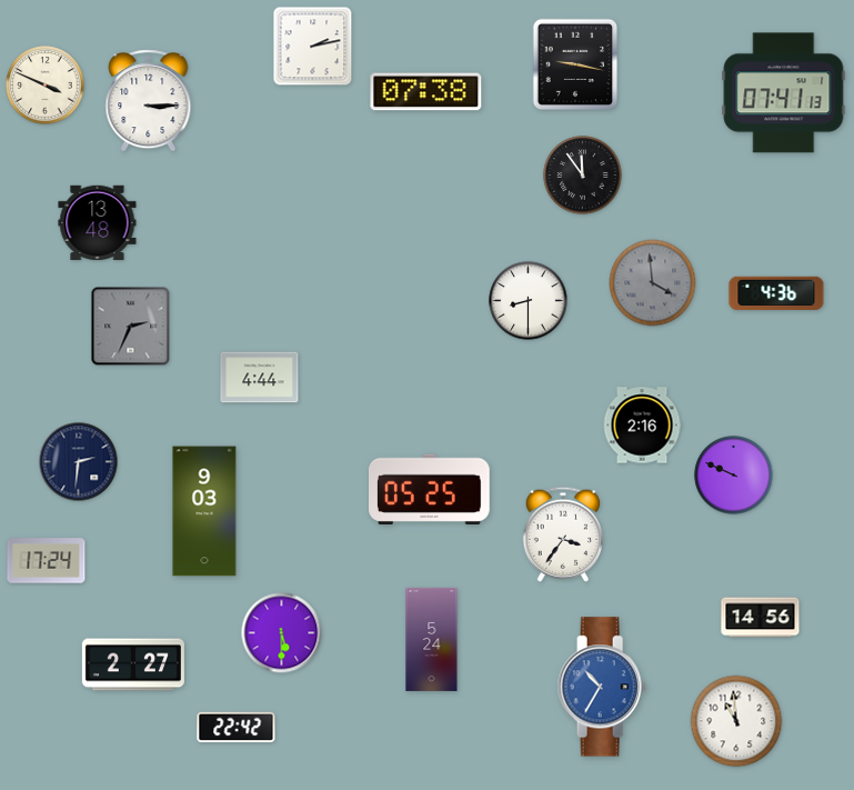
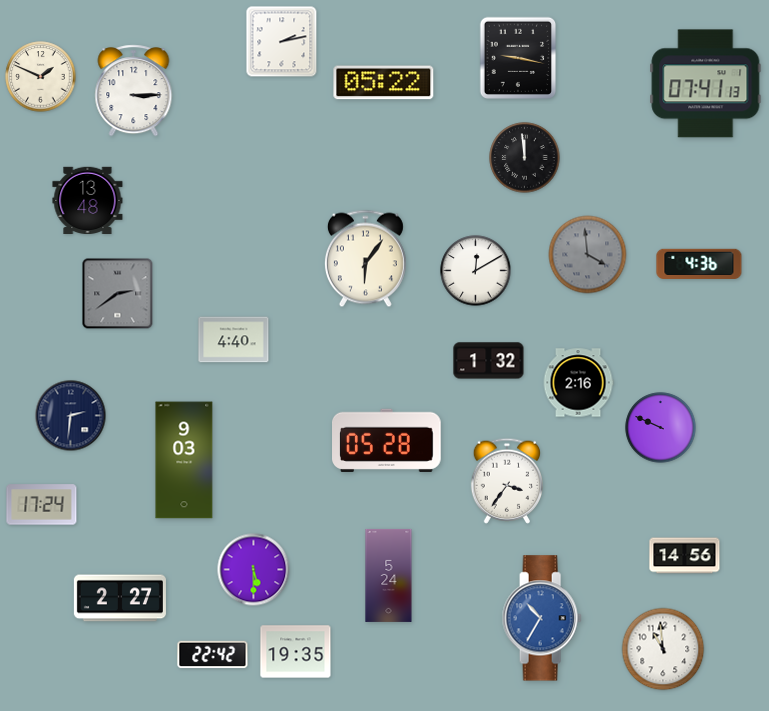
clock at (46, 86): 3:49 -> 1:49
clock at (426, 92): 07:38 -> 05:22
clock at (583, 176): 11:54 -> 11:59
clock at (365, 259): none -> 6:06
clock at (529, 301): 8:30 -> 12:10
clock at (131, 327): 2:34 -> 2:39
clock at (260, 378): 4:44 -> 4:40
clock at (489, 361): none -> 1:32
clock at (430, 489): 05:25 -> 05:28
clock at (296, 652): none -> 19:35
